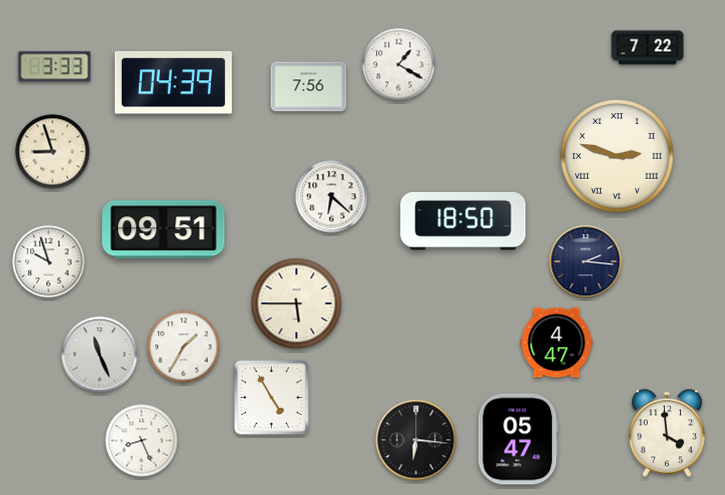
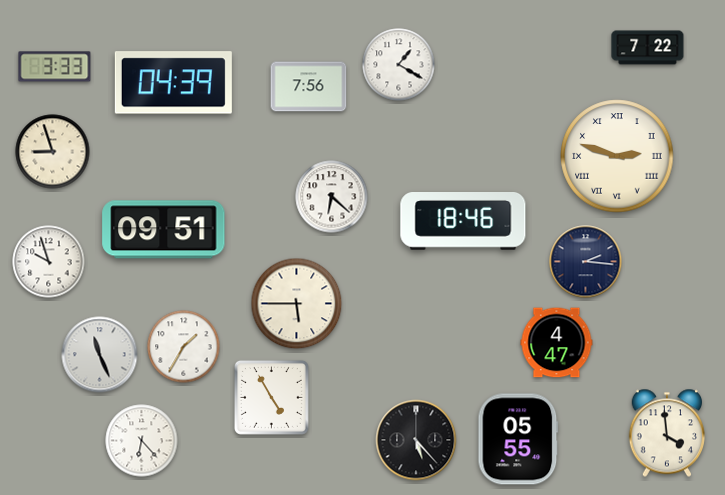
clock at (463, 221): 18:50 -> 18:46
clock at (518, 439): 05:47 -> 05:55
clock at (416, 440): 6:16 -> 5:23
clock at (142, 441): 8:26 -> 6:23
